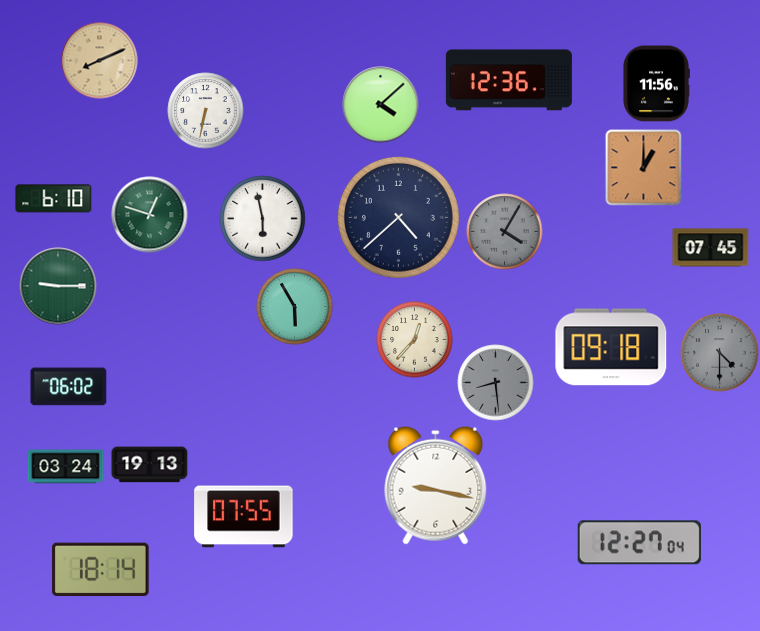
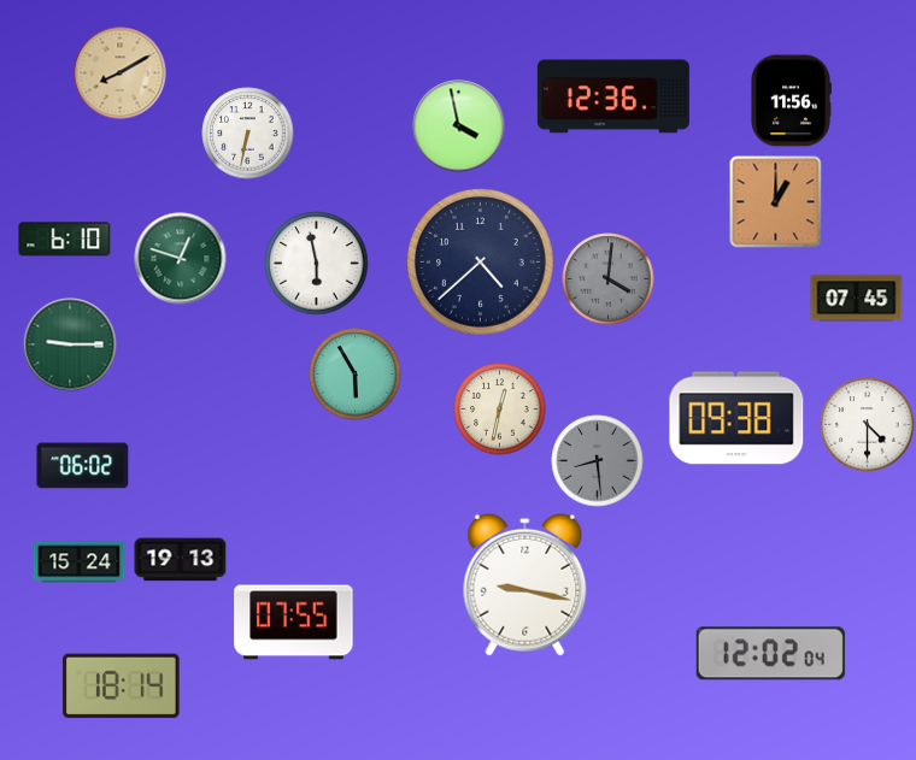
clock at (100, 61): 8:11 -> 8:10
clock at (381, 105): 4:08 -> 3:58
clock at (505, 232): 4:05 -> 4:01
clock at (295, 307) position: (295, 307) -> (356, 375)
clock at (415, 340): 12:37 -> 12:32
clock at (611, 347): 09:18 -> 09:38
clock at (720, 353) dial: grey -> white
clock at (66, 467): 03:24 -> 15:24
clock at (639, 543): 12:27 -> 12:02
